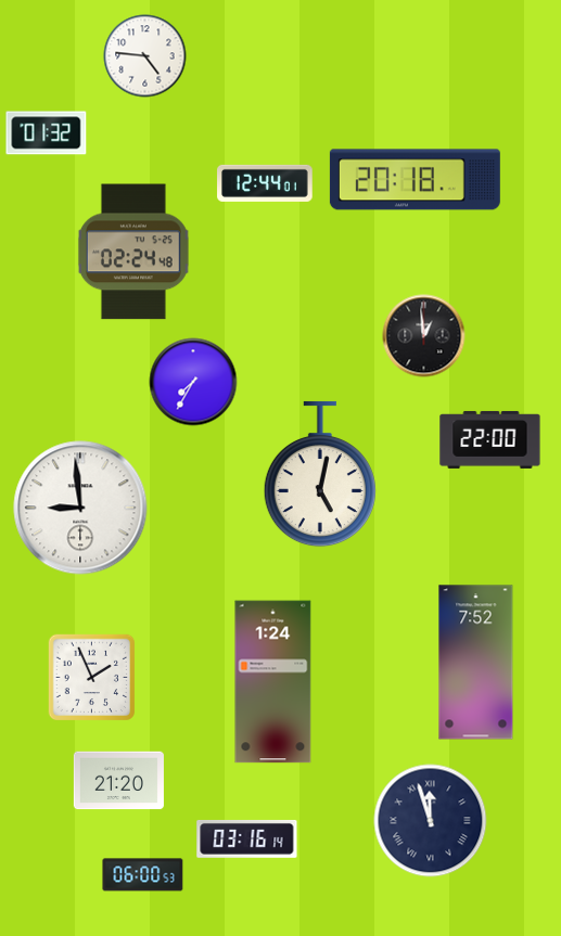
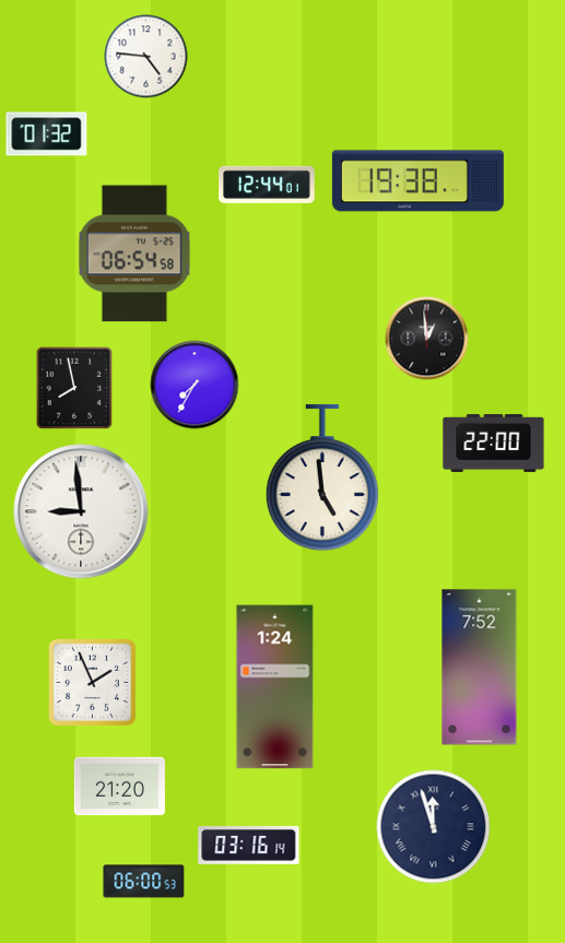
clock at (415, 180): 20:18 -> 19:38
clock at (133, 252): 02:24 -> 06:54
clock at (74, 388): none -> 7:58
clock at (320, 474): 5:02 -> 4:59
